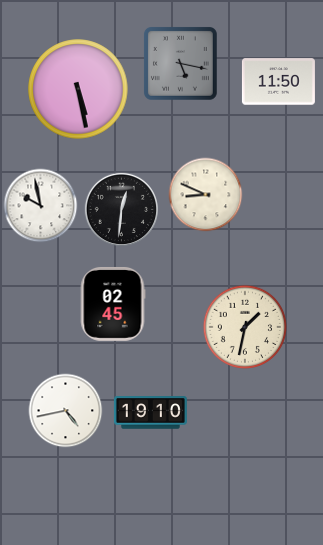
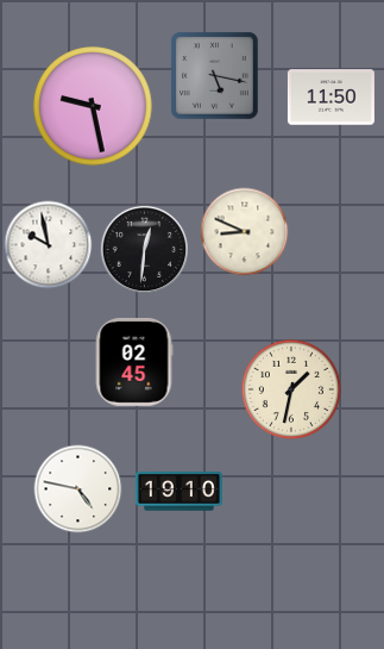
clock at (78, 89): 5:28 -> 9:28
clock at (66, 411): 4:43 -> 4:47
